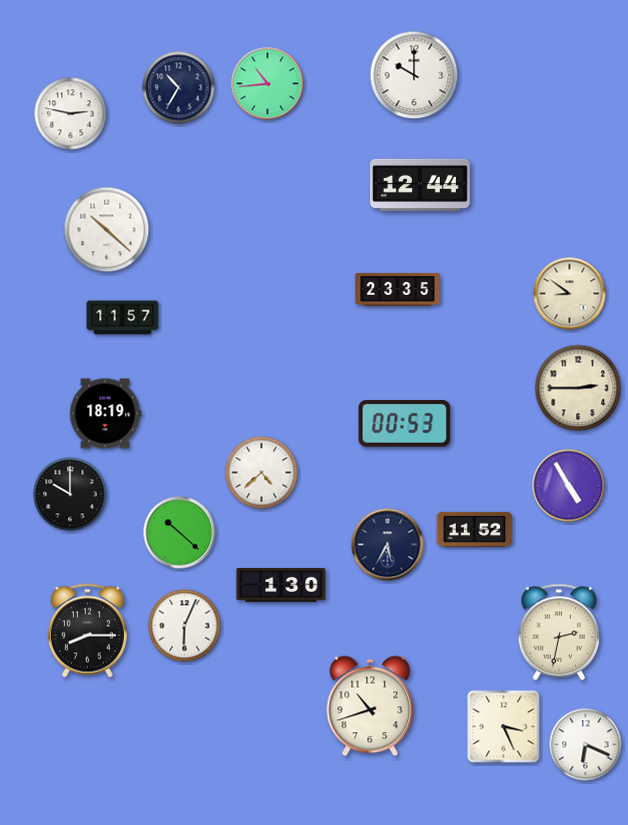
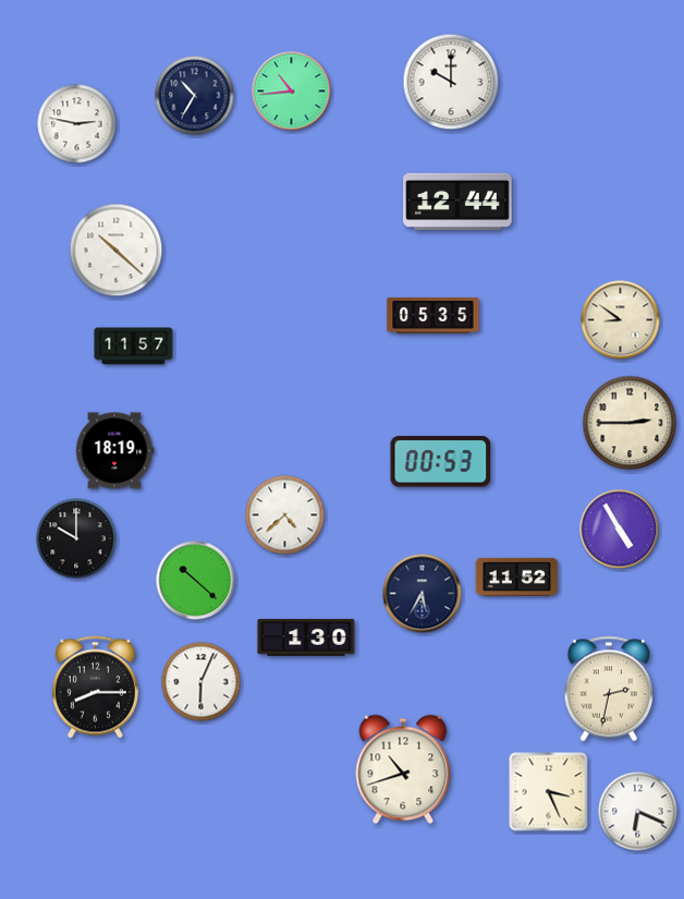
clock at (398, 289): 23:35 -> 05:35
